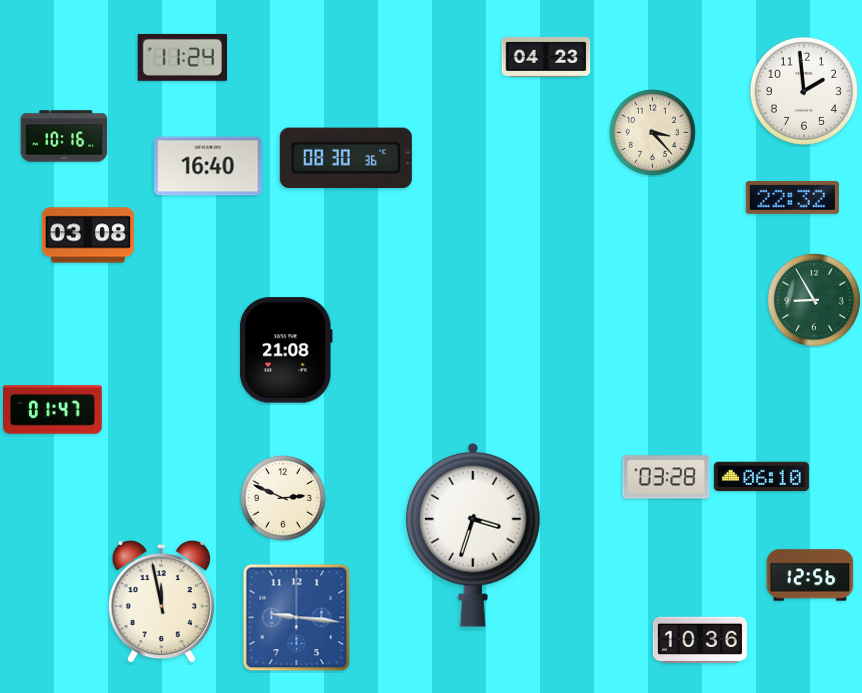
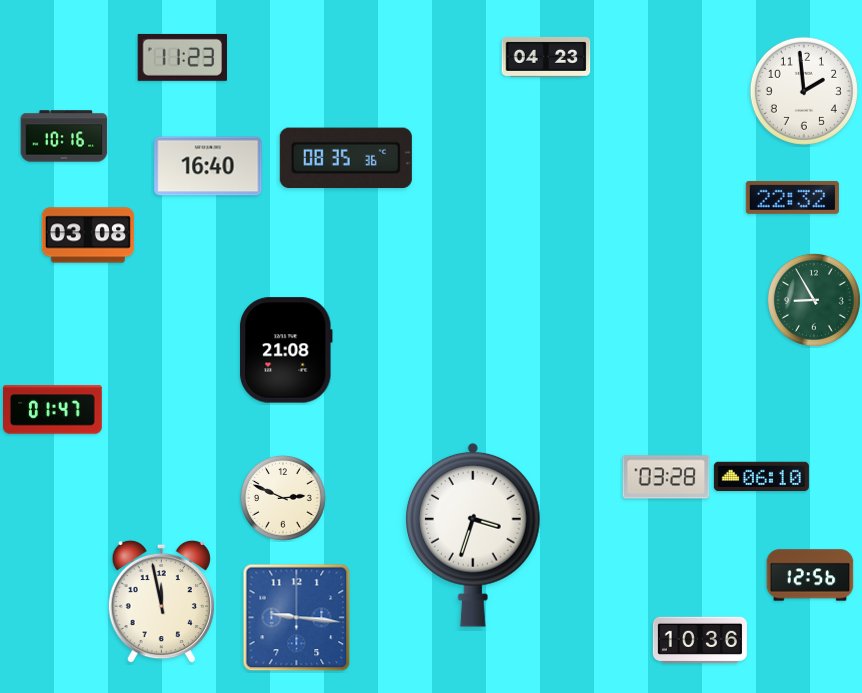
clock at (183, 57): 11:24 -> 11:23
clock at (653, 133): 3:23 -> none
clock at (346, 158): 08:30 -> 08:35
